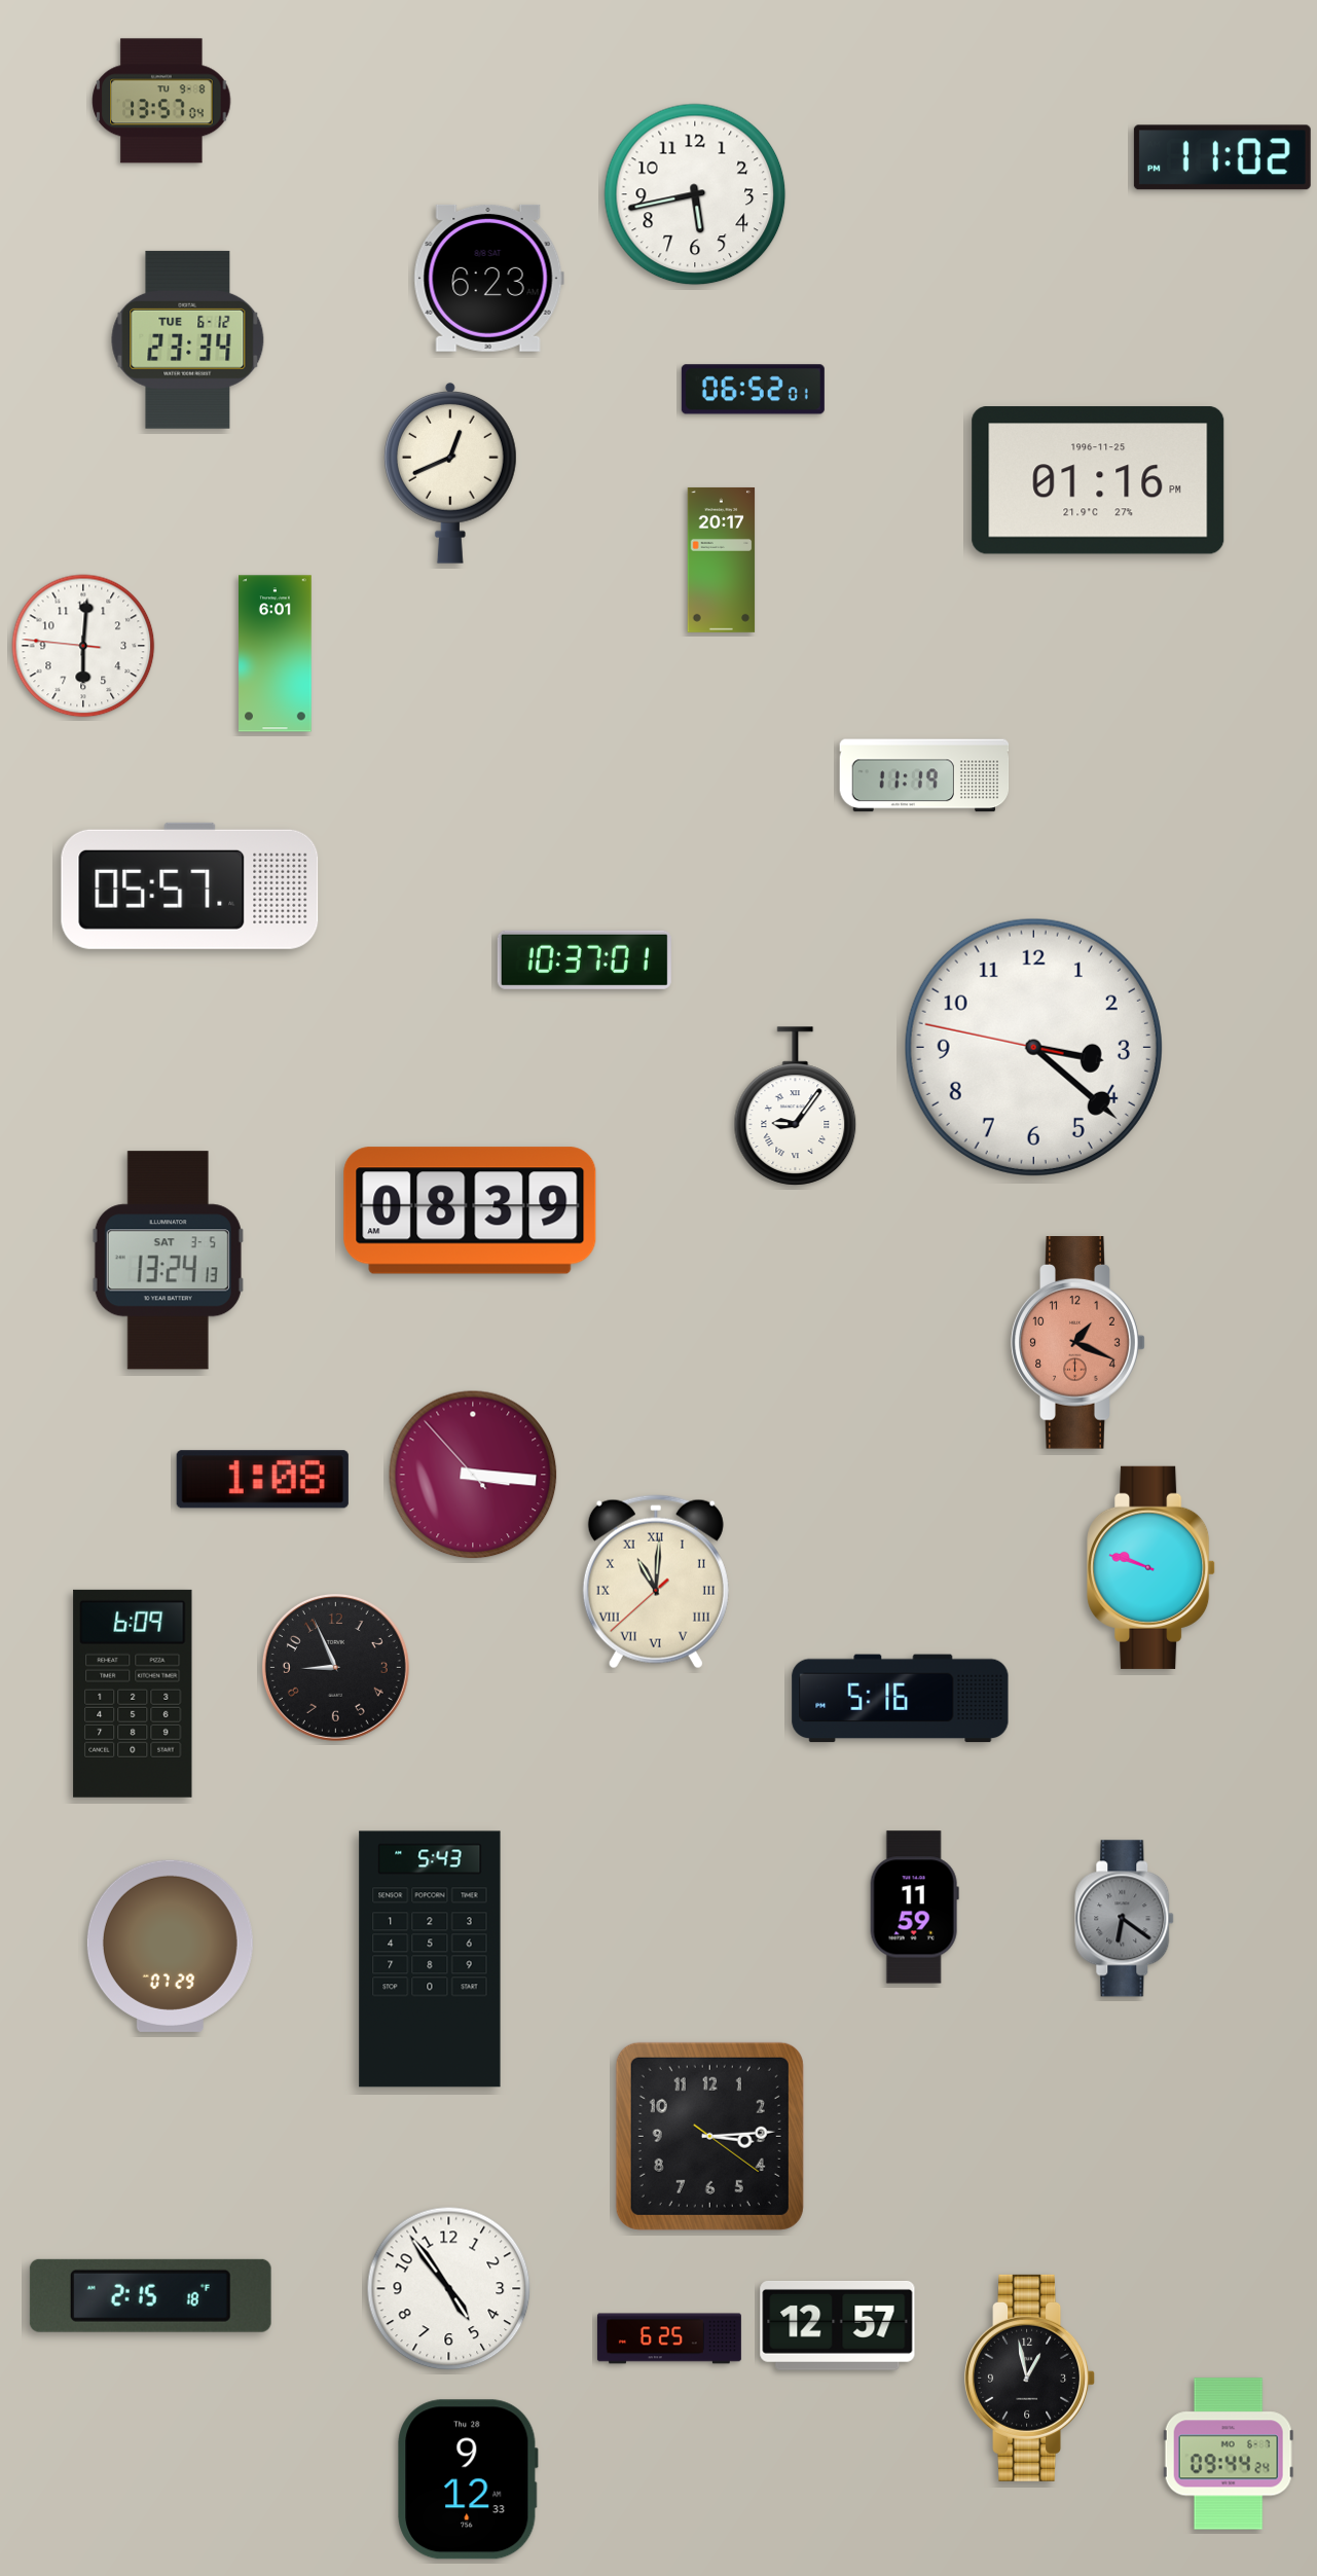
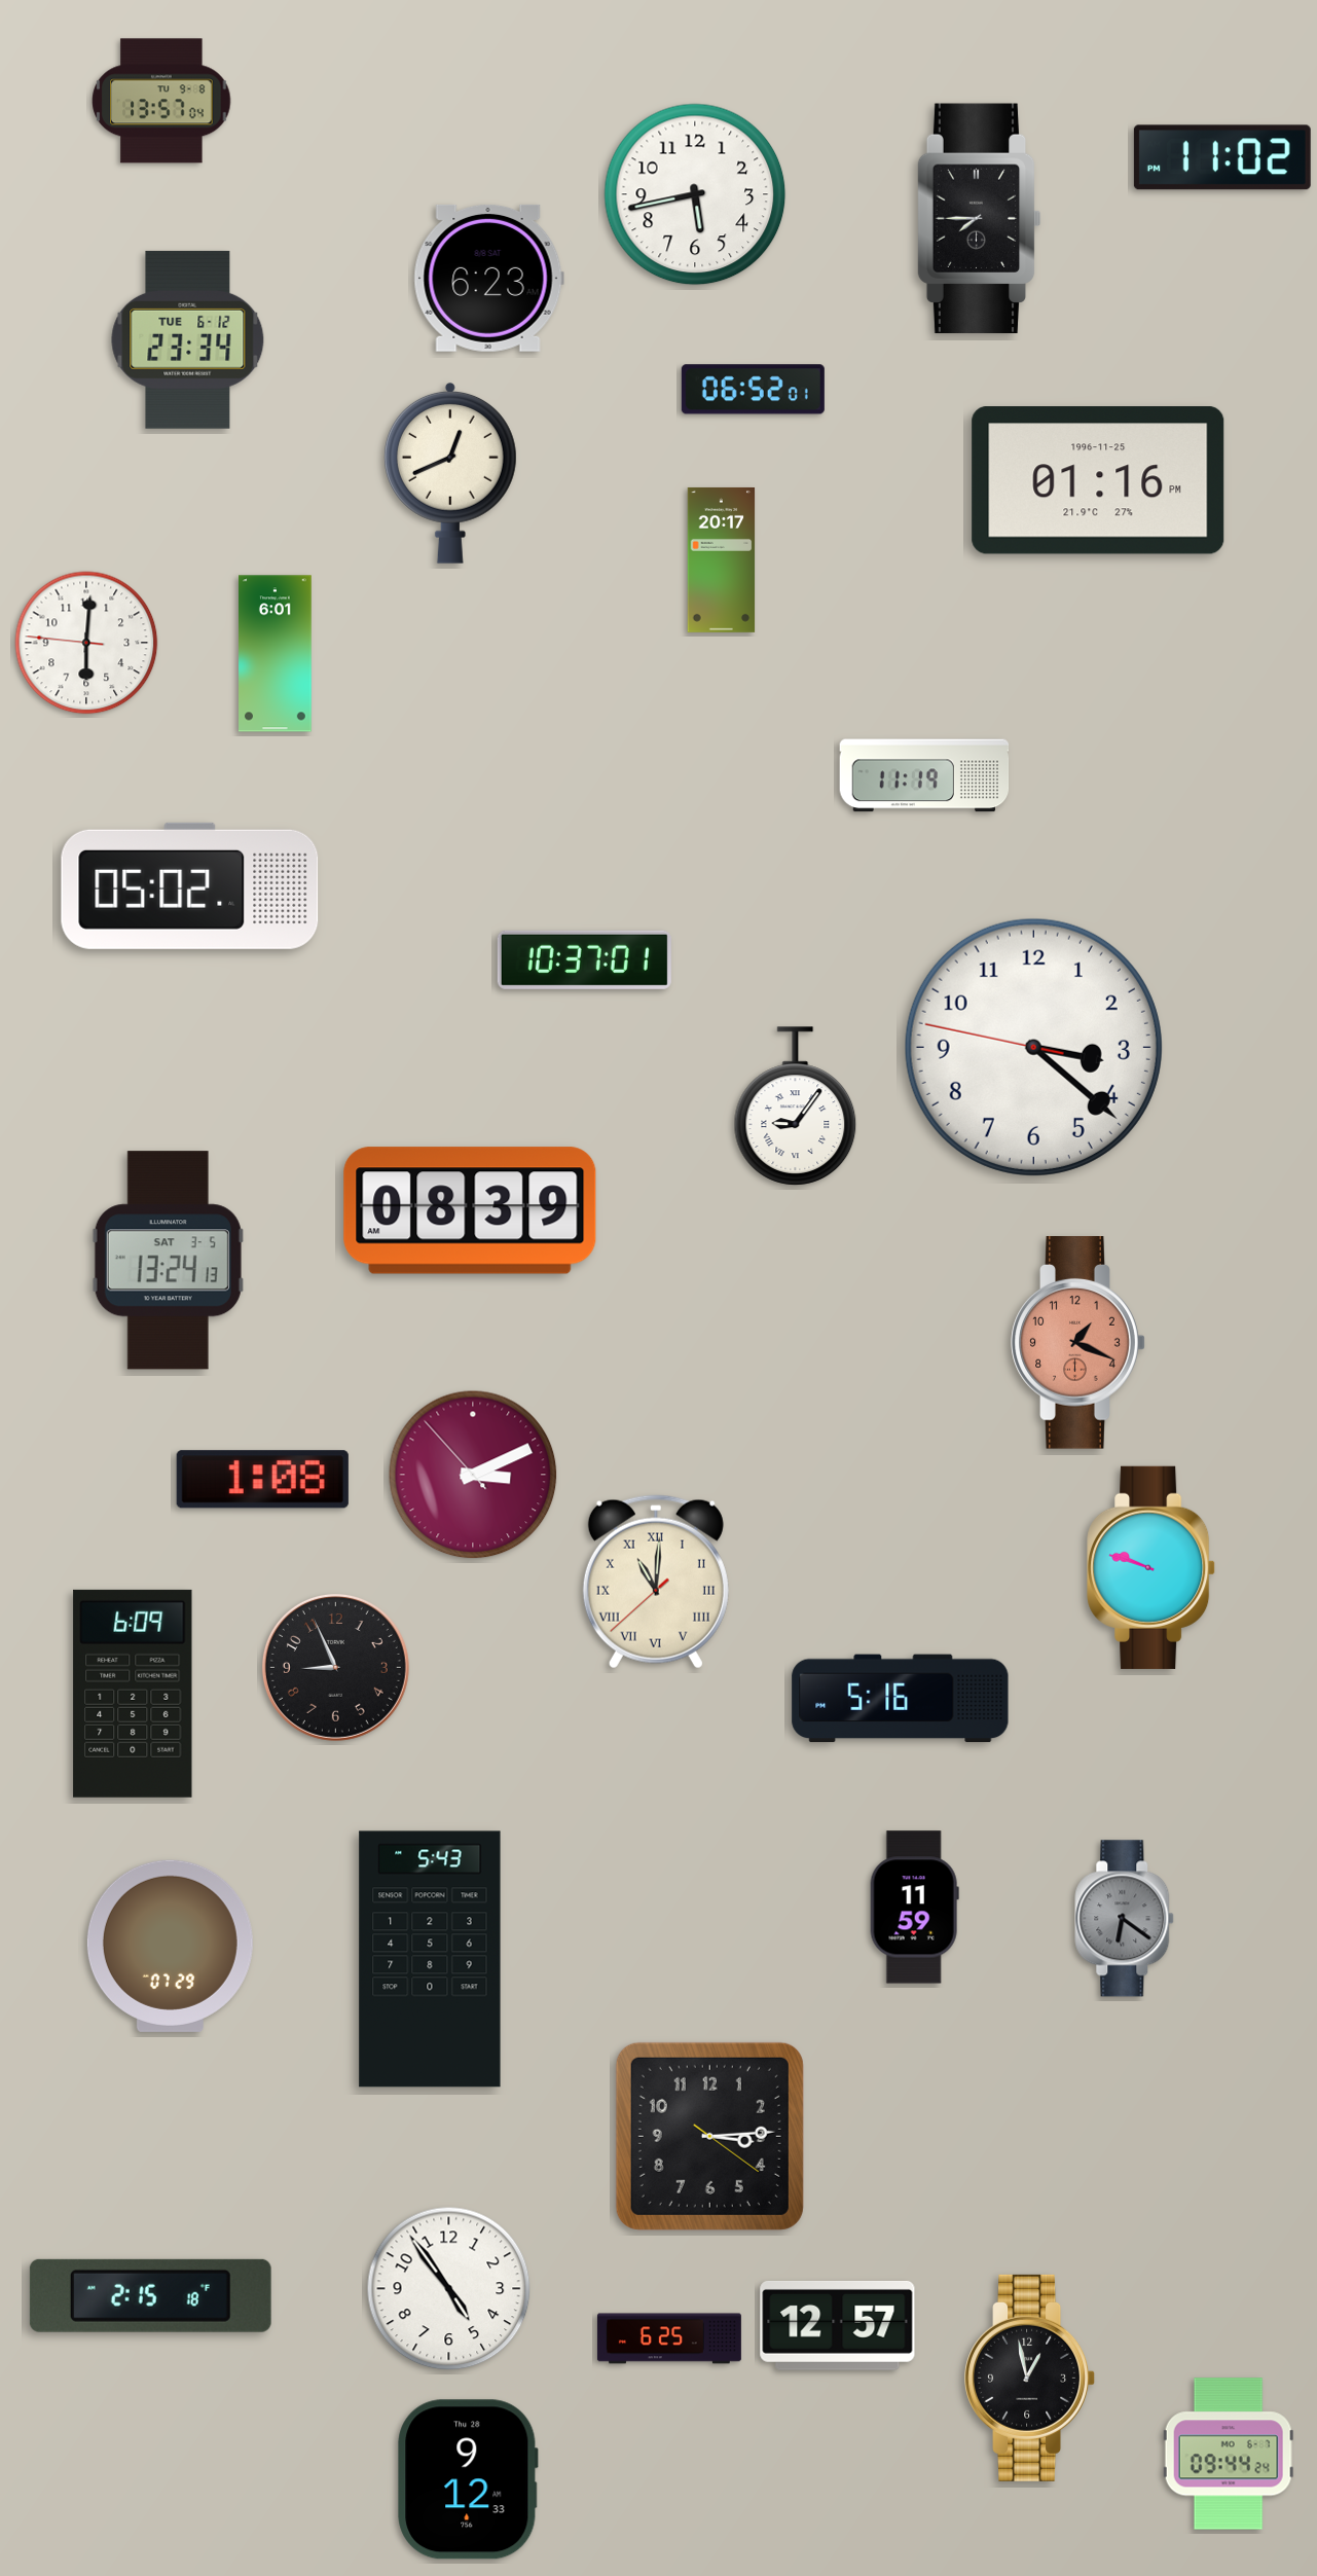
clock at (979, 219): none -> 7:45
clock at (83, 646) position: (83, 646) -> (86, 643)
clock at (190, 885): 05:57 -> 05:02
clock at (473, 1475): 3:15 -> 3:10
